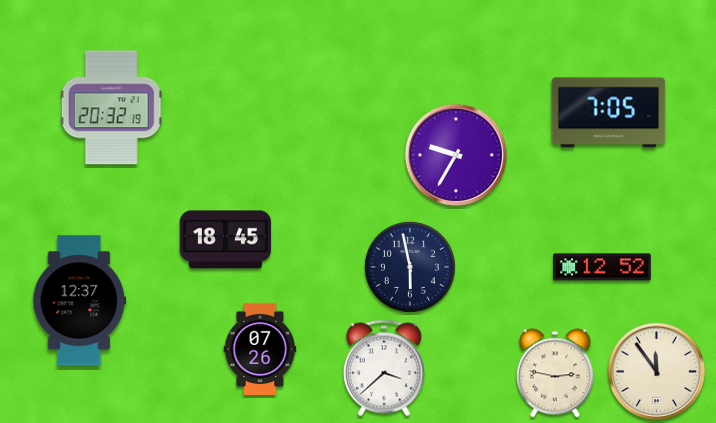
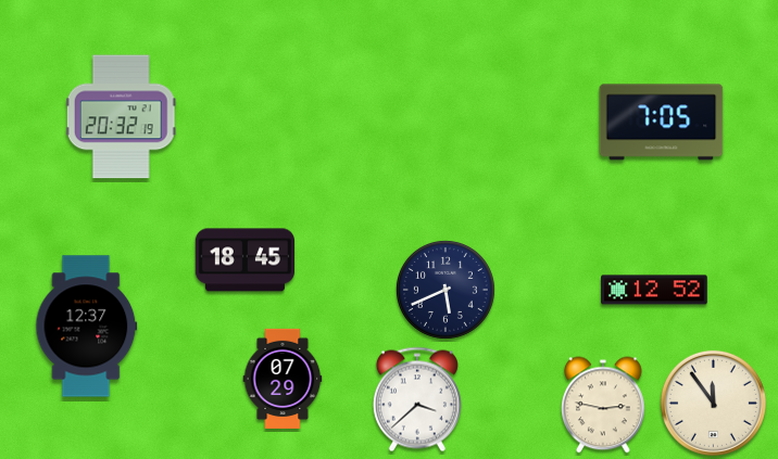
clock at (456, 155): 9:35 -> none
clock at (410, 267): 5:58 -> 5:41
clock at (260, 349): 07:26 -> 07:29
